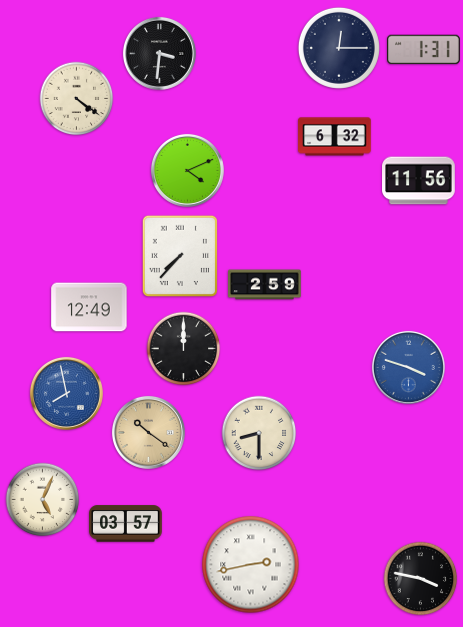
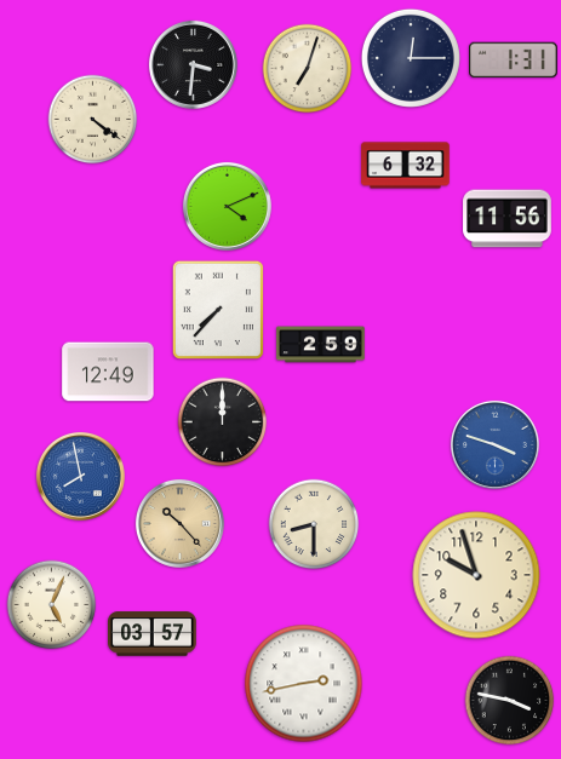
clock at (308, 69): none -> 7:03
clock at (148, 432): 10:21 -> 10:23
clock at (476, 575): none -> 9:57
